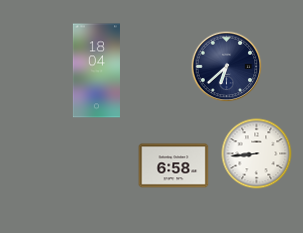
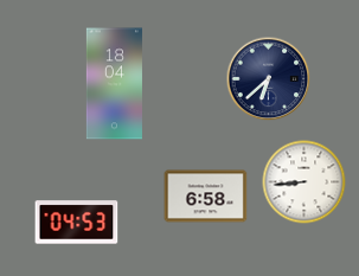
clock at (77, 223): none -> 04:53
